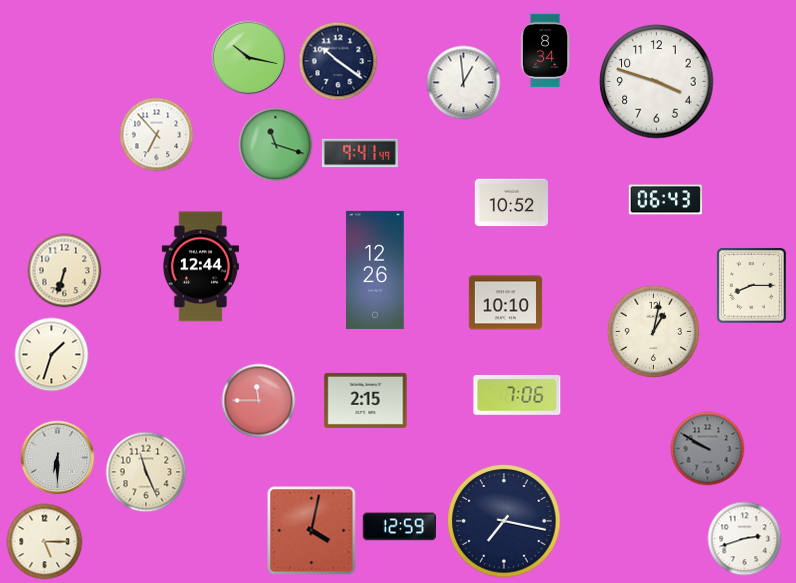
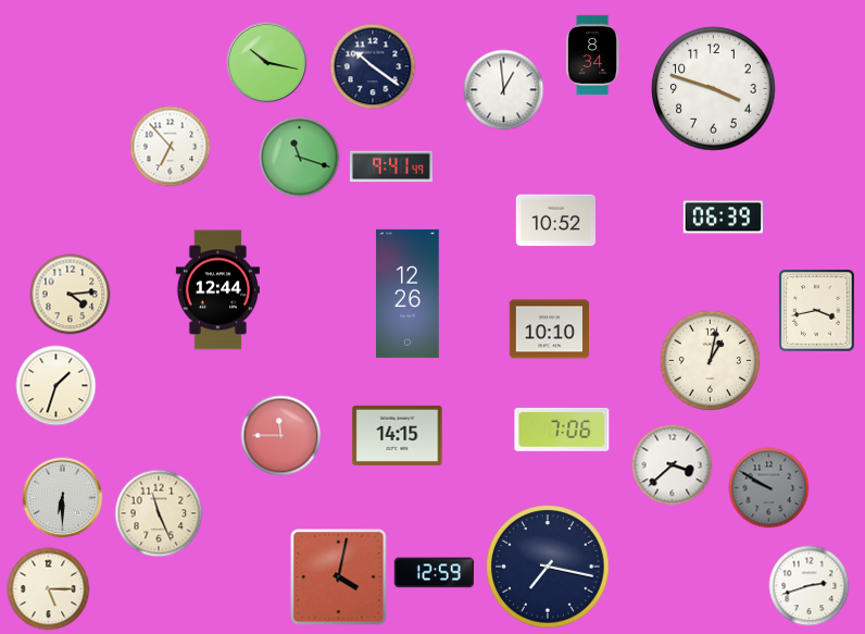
clock at (249, 58) position: (249, 58) -> (267, 63)
clock at (338, 61) position: (338, 61) -> (373, 66)
clock at (666, 200): 06:43 -> 06:39
clock at (65, 271): 6:33 -> 4:14
clock at (752, 286): 8:15 -> 3:43
clock at (366, 400): 2:15 -> 14:15
clock at (673, 465): none -> 3:38
